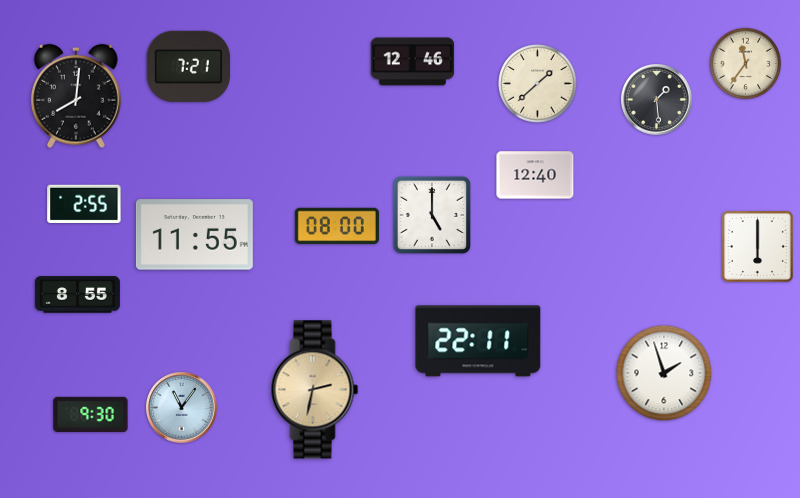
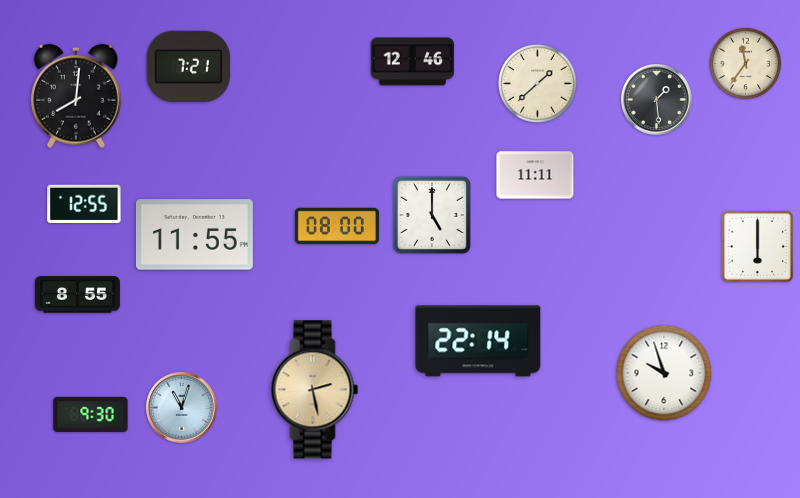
clock at (535, 175): 12:40 -> 11:11
clock at (84, 204): 2:55 -> 12:55
clock at (478, 341): 22:11 -> 22:14
clock at (664, 373): 1:57 -> 9:57
clock at (315, 390): 2:32 -> 2:28
clock at (182, 408): 11:06 -> 11:03
